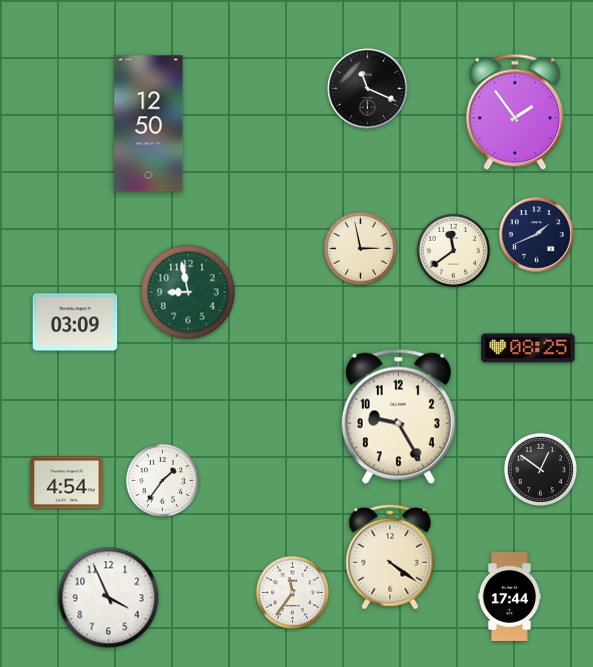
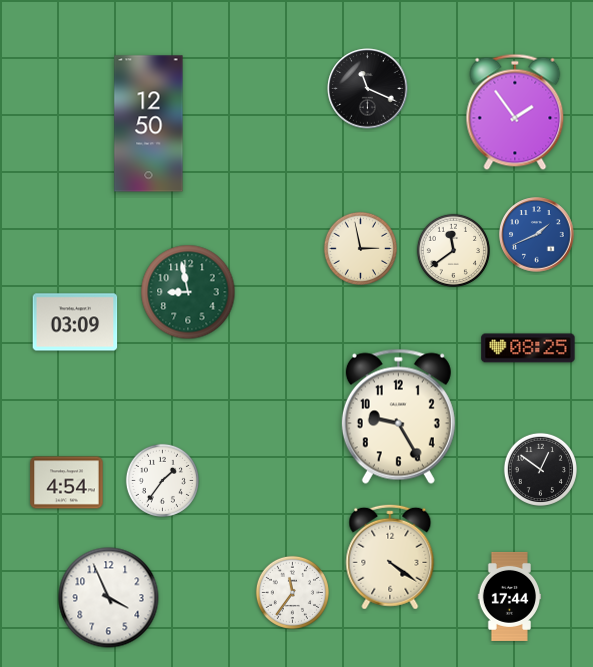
clock at (537, 235) dial: navy -> blue
